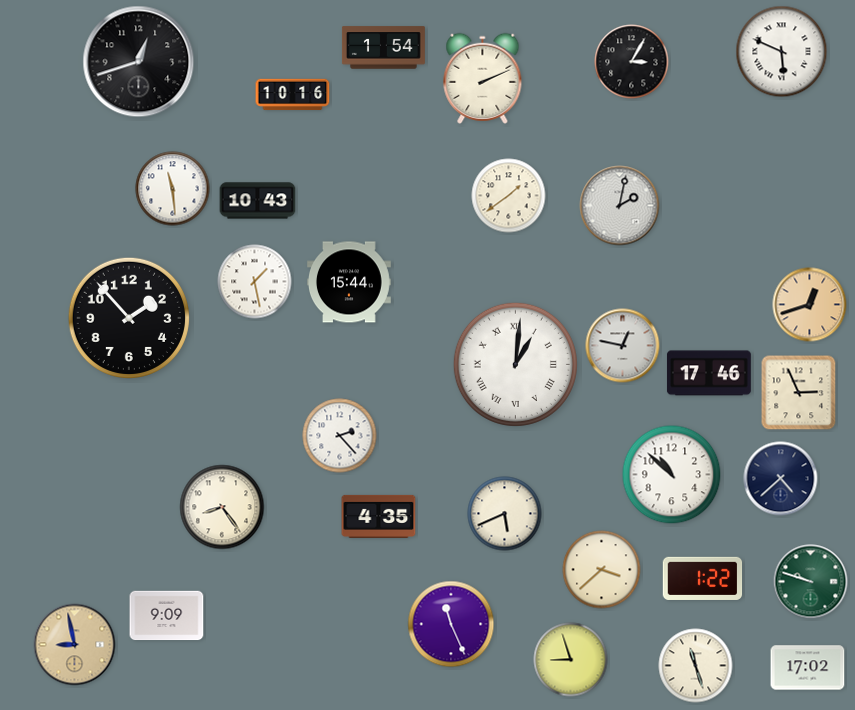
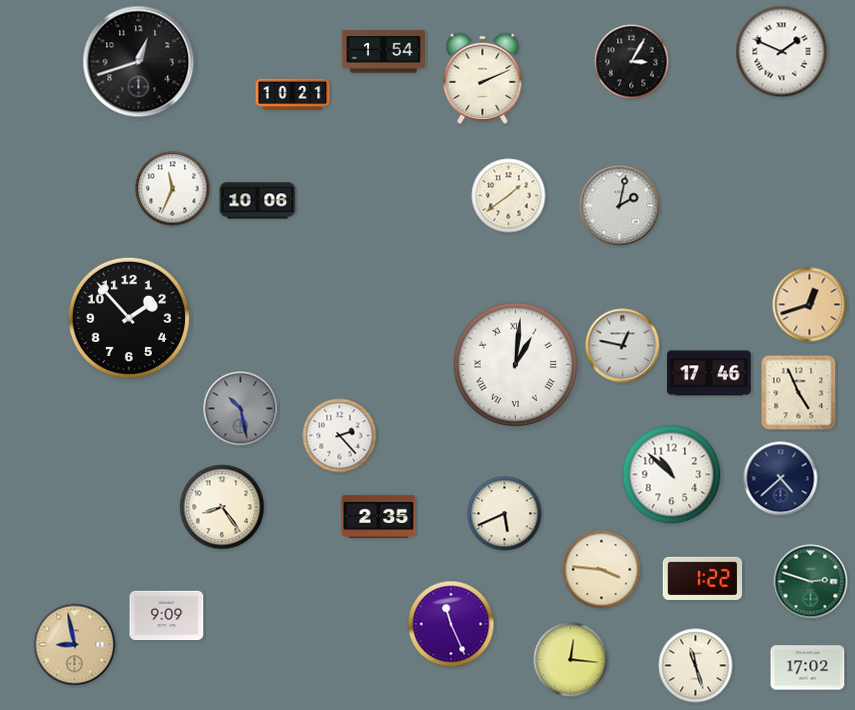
clock at (383, 48) position: (383, 48) -> (383, 52)
clock at (782, 52): 5:49 -> 1:49
clock at (293, 95): 10:16 -> 10:21
clock at (173, 189): 11:29 -> 11:34
clock at (258, 201): 10:43 -> 10:06
clock at (255, 282): 1:28 -> none
clock at (350, 282): 15:44 -> none
clock at (799, 393): 2:56 -> 4:56
clock at (241, 409): none -> 10:28
clock at (379, 516): 4:35 -> 2:35
clock at (602, 570): 3:38 -> 3:46
clock at (811, 582): 9:48 -> 2:48
clock at (571, 660): 8:57 -> 12:16
